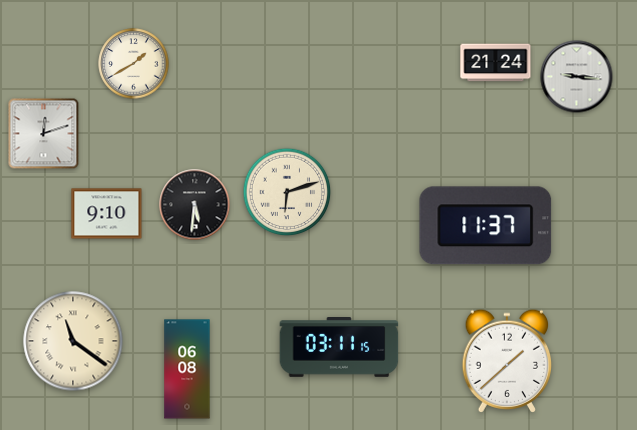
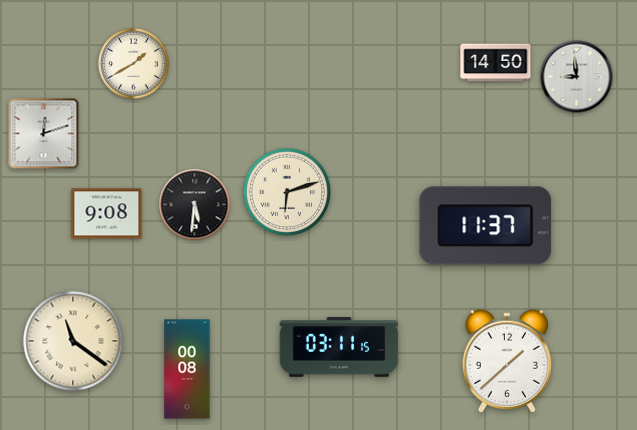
clock at (496, 63): 21:24 -> 14:50
clock at (577, 77): 9:16 -> 8:59
clock at (107, 214): 9:10 -> 9:08
clock at (187, 369): 06:08 -> 00:08
